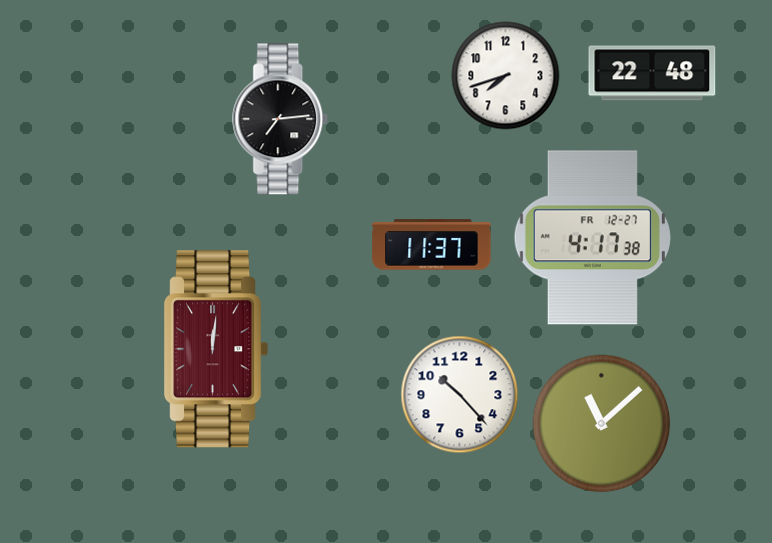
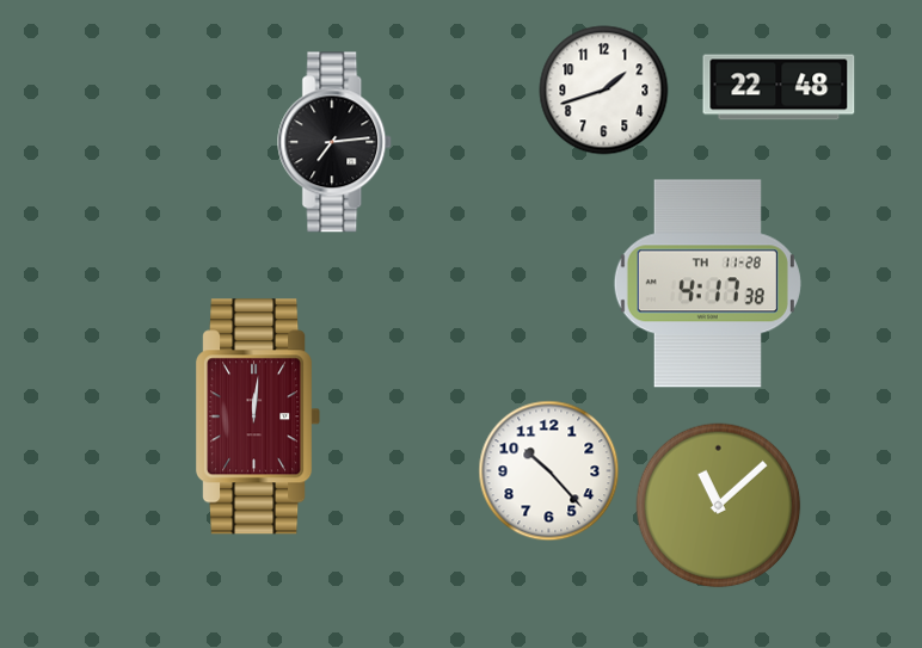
clock at (506, 76): 7:42 -> 1:42
clock at (592, 238) date: FR 12-27 -> TH 11-28
clock at (432, 245): 11:37 -> none
